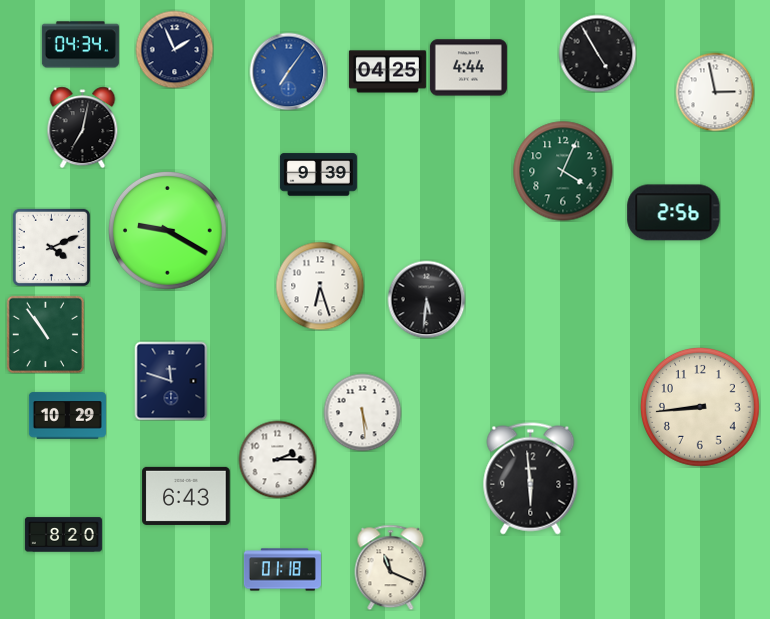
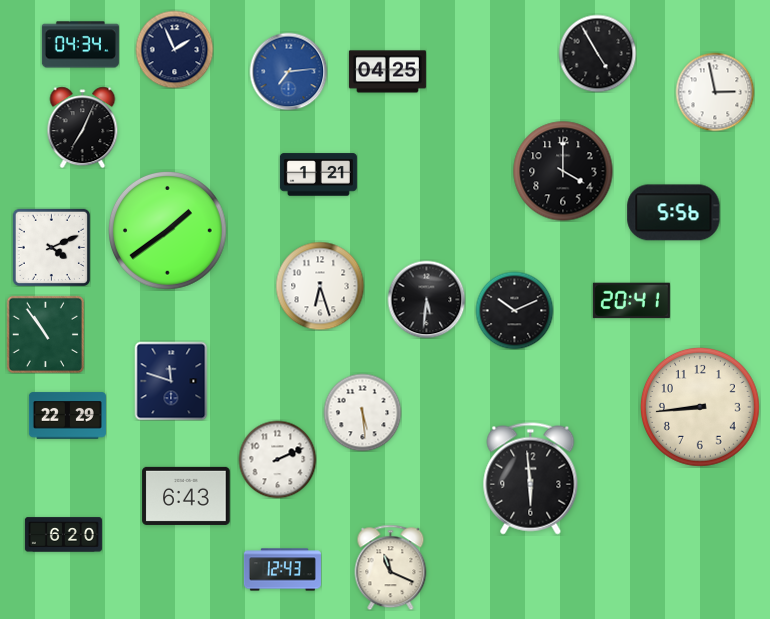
clock at (468, 68): 4:44 -> none
clock at (288, 71): 7:06 -> 7:14
clock at (83, 127): 7:02 -> 7:04
clock at (563, 171): 4:04 -> 4:00
clock at (563, 171) dial: green -> black
clock at (318, 175): 9:39 -> 1:21
clock at (674, 213): 2:56 -> 5:56
clock at (168, 231): 9:20 -> 1:39
clock at (631, 301): none -> 20:41
clock at (514, 310): none -> 10:11
clock at (67, 416): 10:29 -> 22:29
clock at (277, 459): 2:15 -> 2:11
clock at (63, 535): 8:20 -> 6:20
clock at (282, 570): 01:18 -> 12:43
